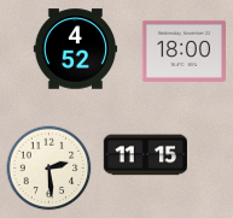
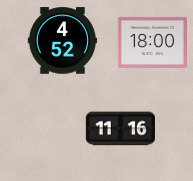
clock at (145, 155): 11:15 -> 11:16
clock at (49, 169): 2:29 -> none
